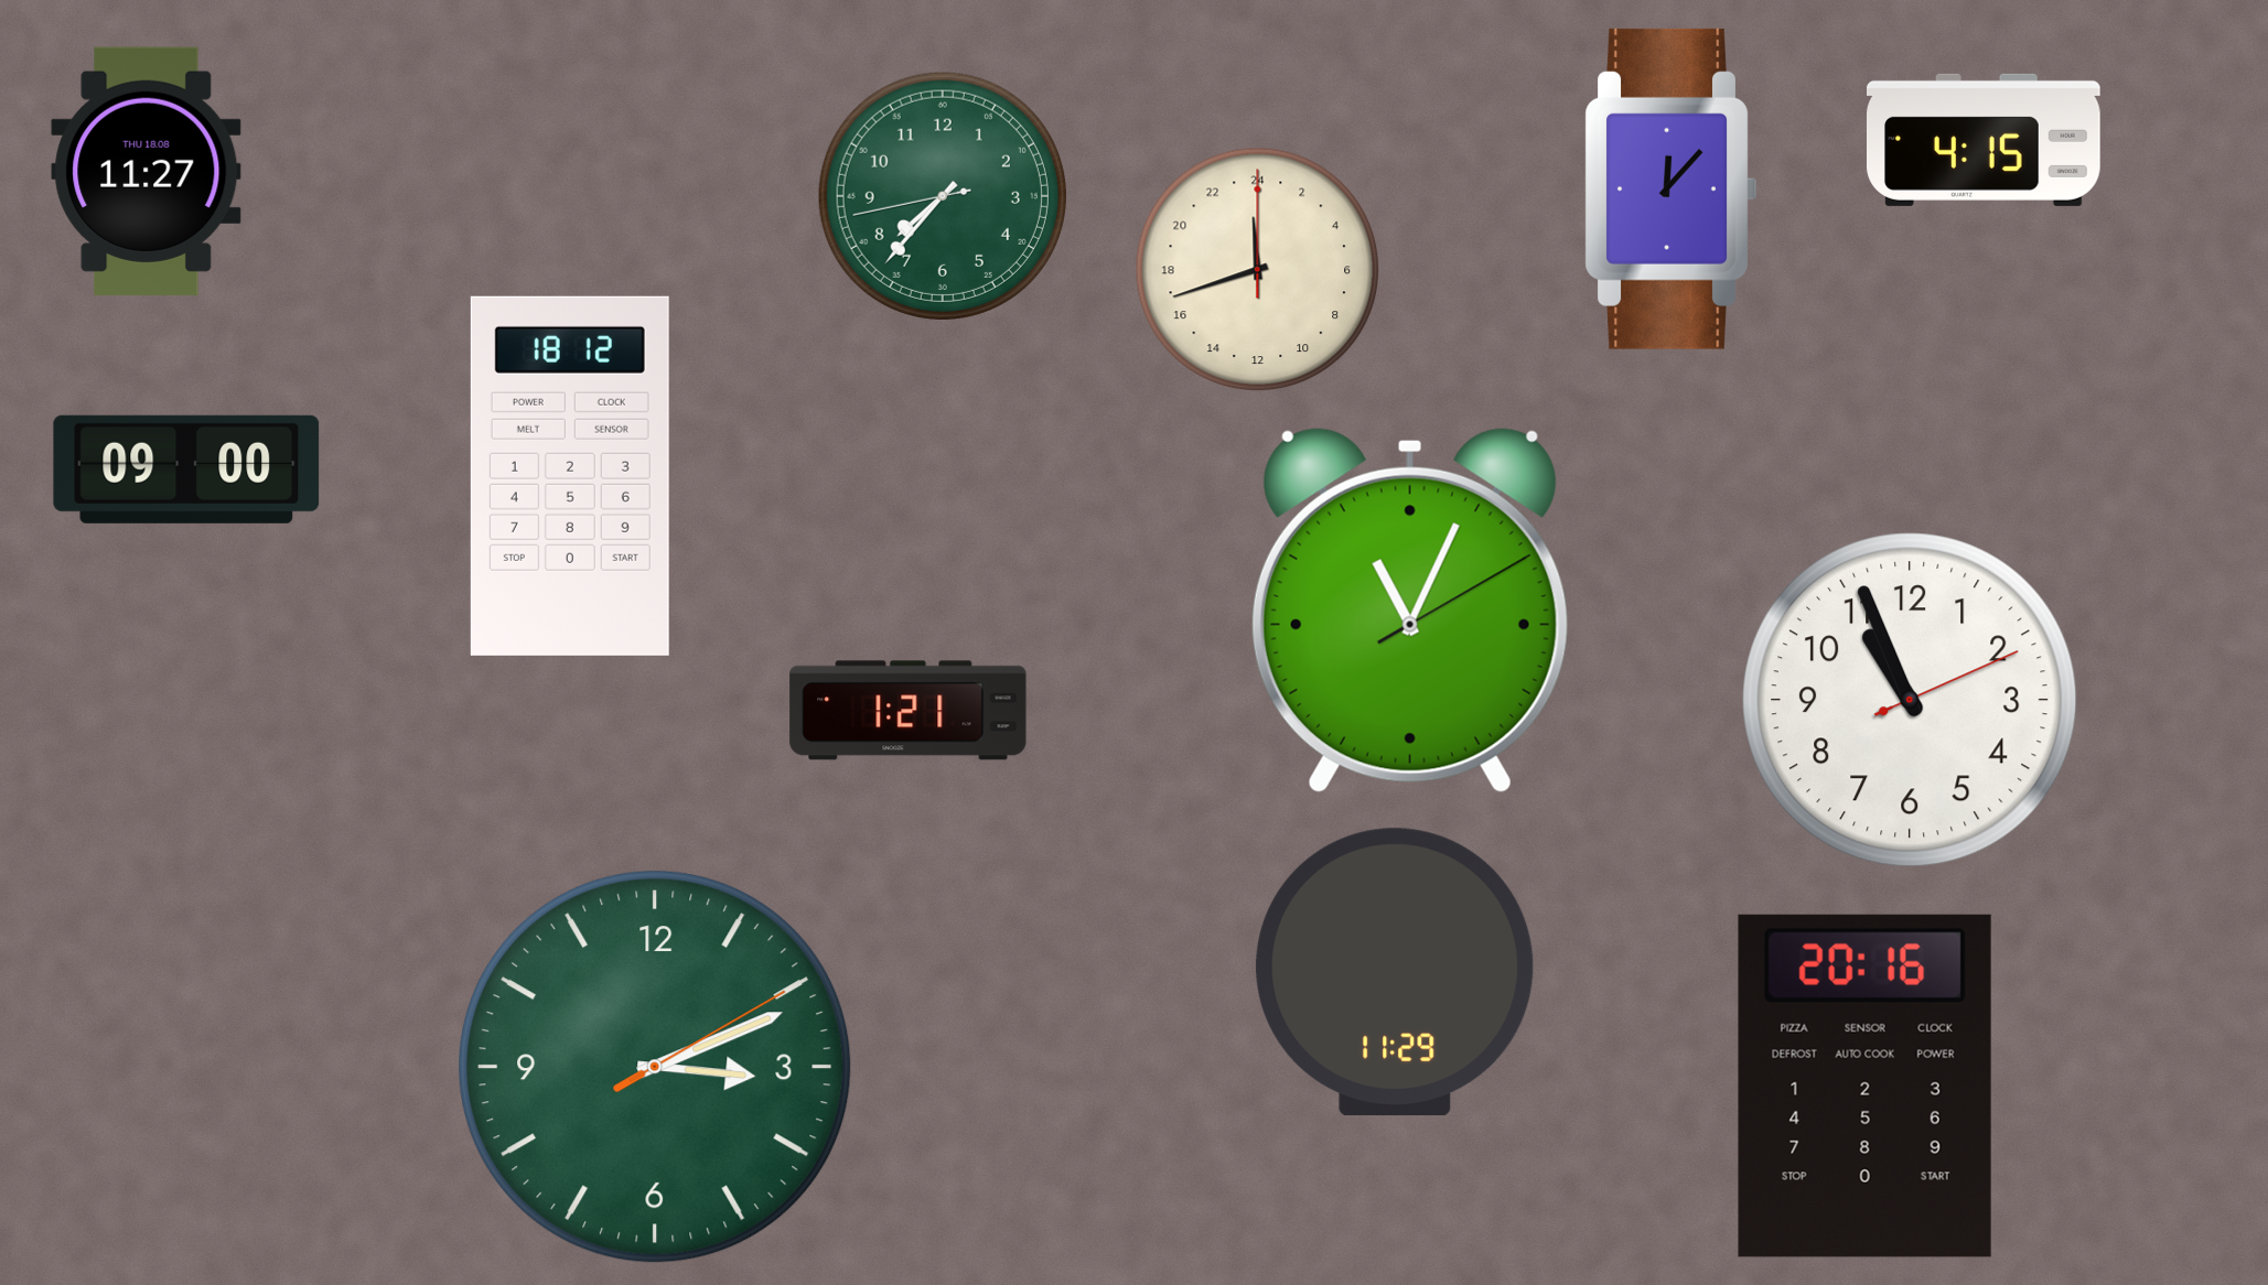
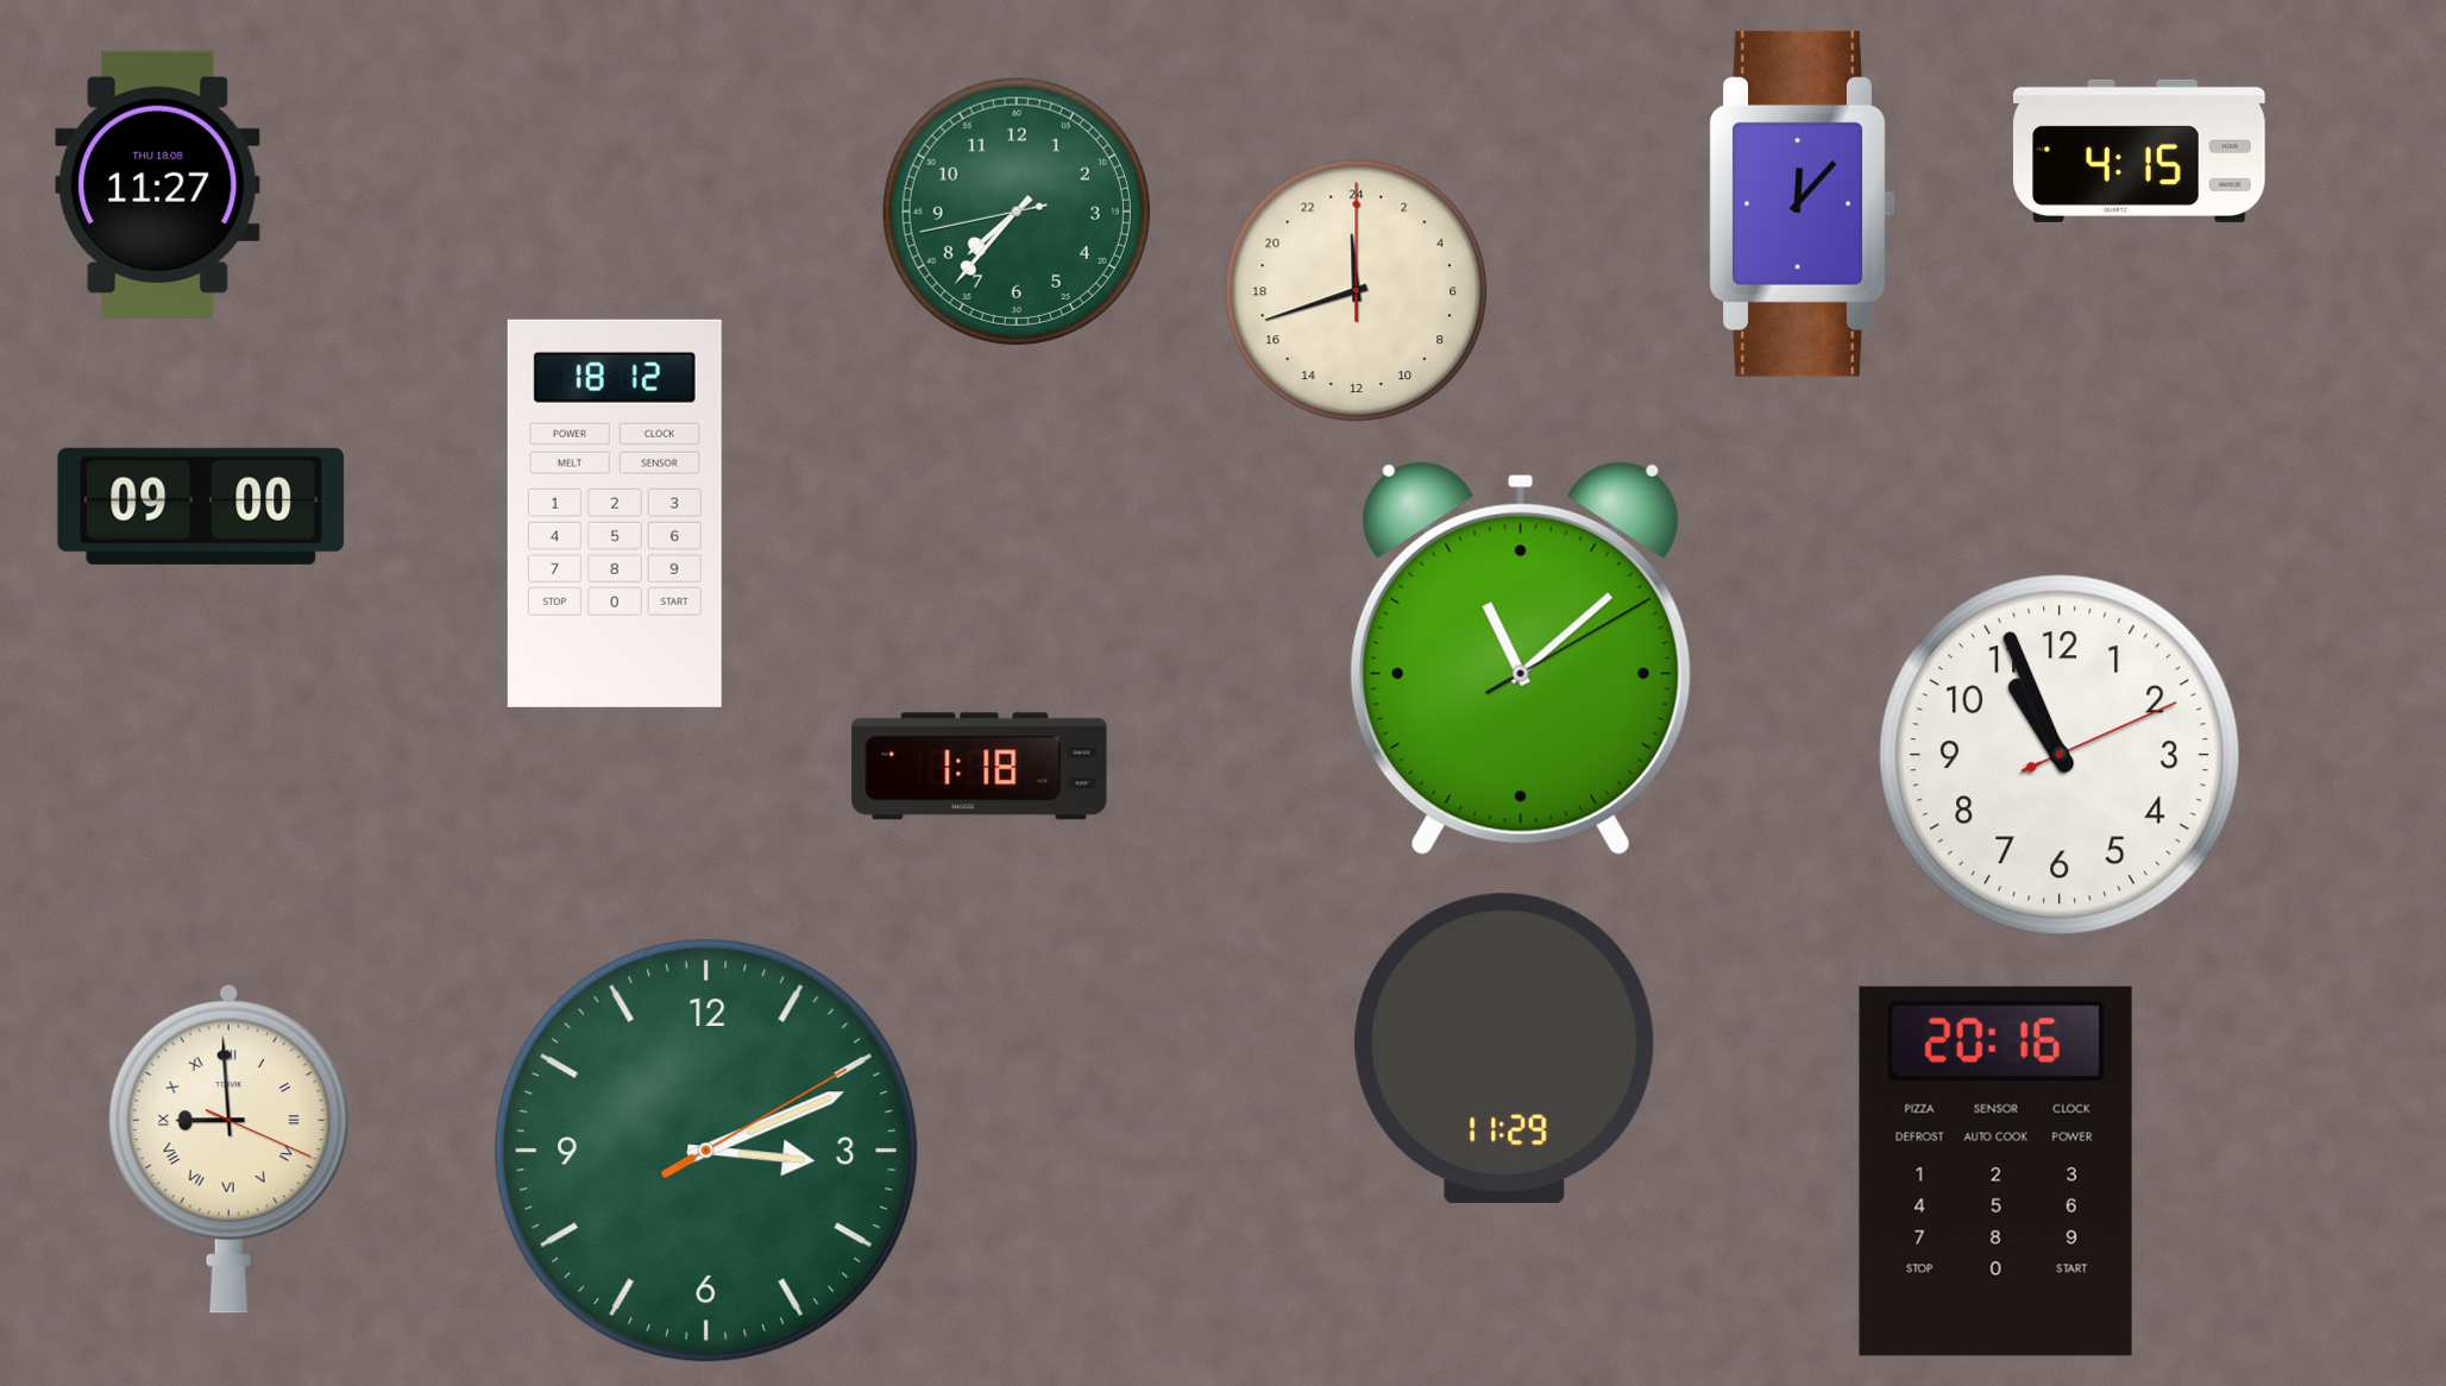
clock at (1410, 611): 11:04 -> 11:08
clock at (909, 711): 1:21 -> 1:18
clock at (228, 1148): none -> 8:59
clock at (1864, 1086) position: (1864, 1086) -> (1995, 1171)
